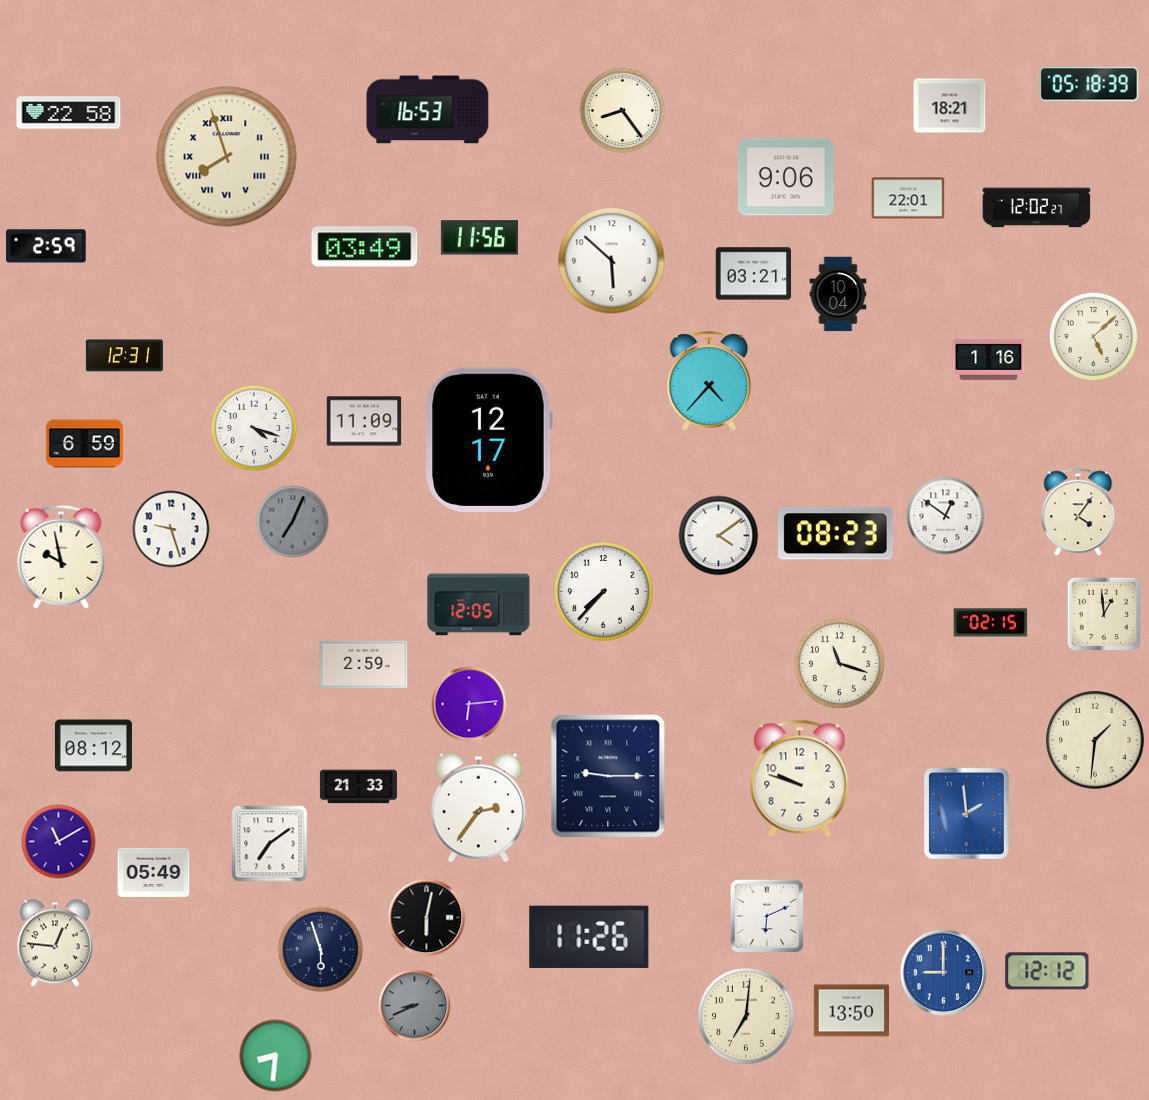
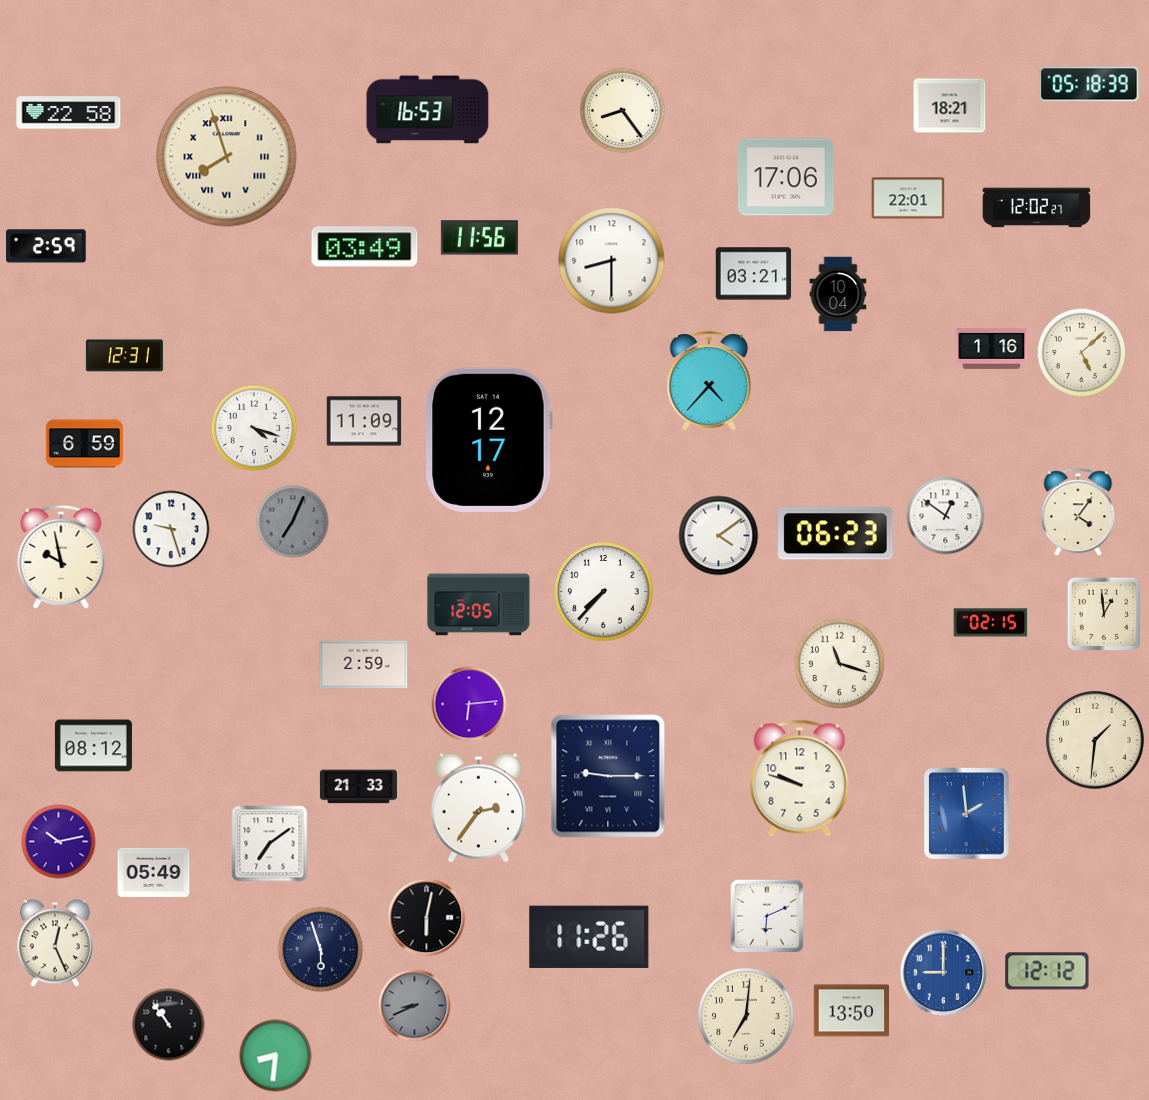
clock at (786, 177): 9:06 -> 17:06
clock at (612, 261): 5:52 -> 8:30
clock at (1094, 337) position: (1094, 337) -> (1082, 353)
clock at (989, 359) position: (989, 359) -> (992, 348)
clock at (836, 534): 08:23 -> 06:23
clock at (59, 842): 11:10 -> 10:13
clock at (55, 943): 12:46 -> 12:26
clock at (169, 1025): none -> 10:54
